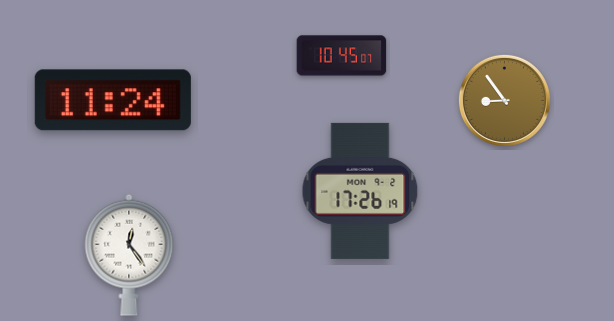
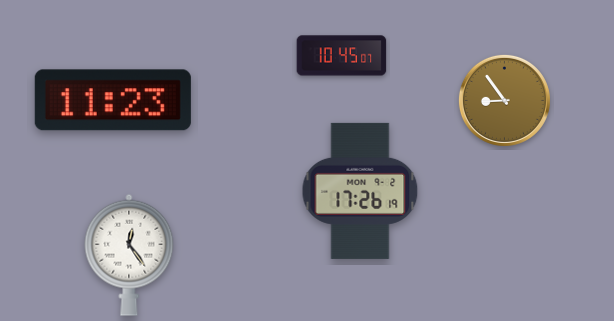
clock at (113, 100): 11:24 -> 11:23
